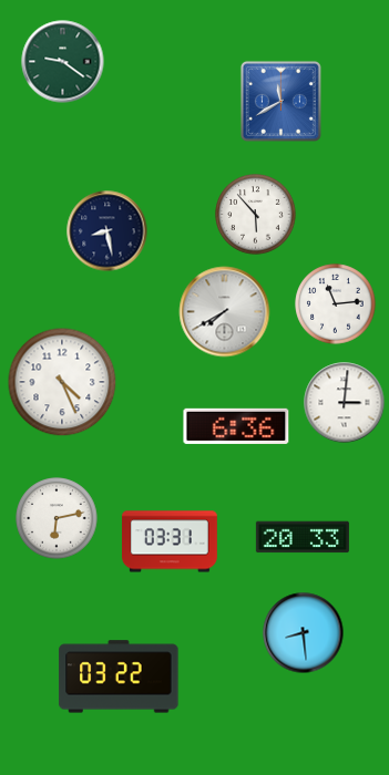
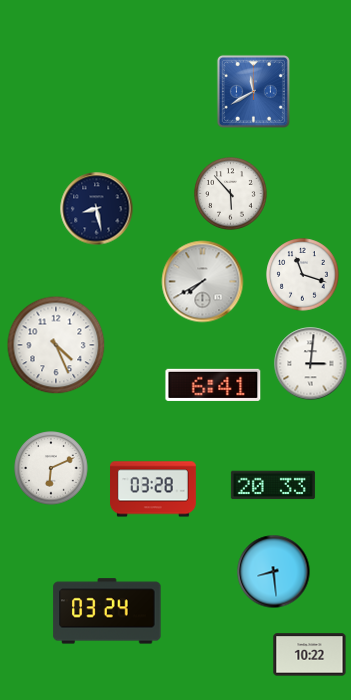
clock at (63, 62): 9:21 -> none
clock at (336, 304): 11:14 -> 11:18
clock at (236, 426): 6:36 -> 6:41
clock at (57, 518): 6:13 -> 6:11
clock at (171, 541): 03:31 -> 03:28
clock at (119, 676): 03:22 -> 03:24
clock at (310, 655): none -> 10:22
